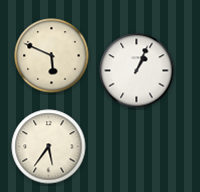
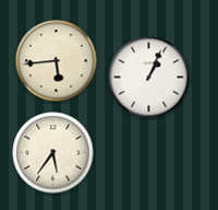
clock at (52, 56): 5:49 -> 5:44
clock at (49, 147) position: (49, 147) -> (53, 153)
